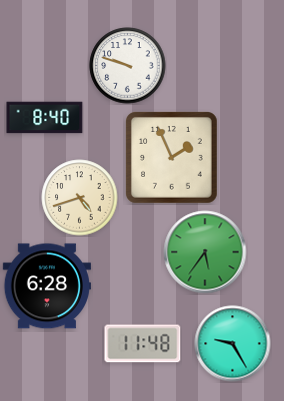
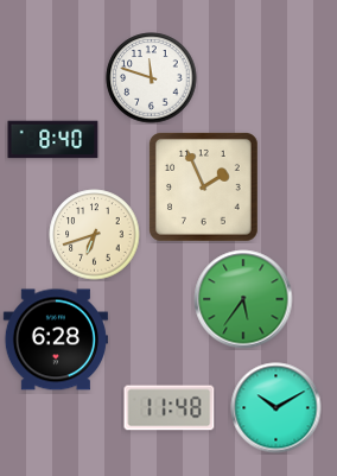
clock at (128, 66): 9:48 -> 11:48
clock at (80, 198): 4:42 -> 6:42
clock at (233, 344): 9:25 -> 10:10
